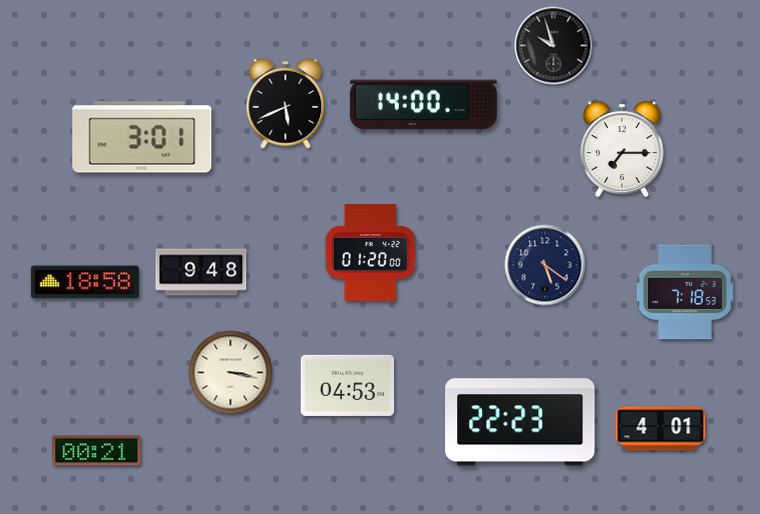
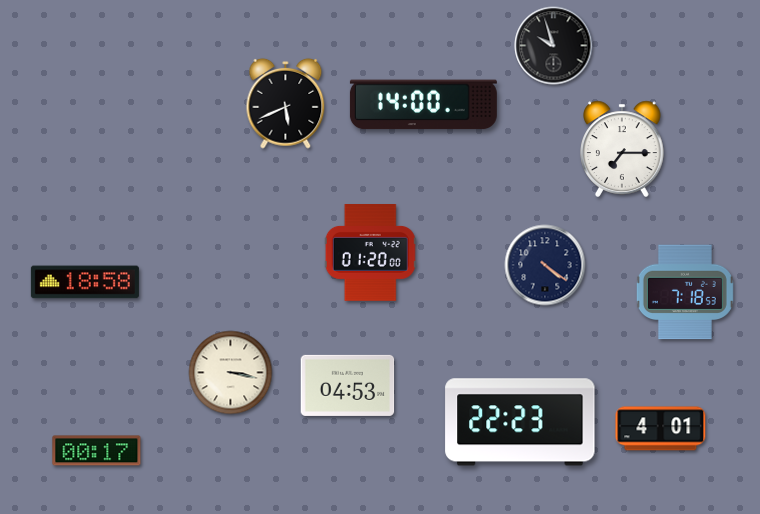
clock at (142, 137): 3:01 -> none
clock at (545, 265): 5:21 -> 4:21
clock at (201, 272): 9:48 -> none
clock at (97, 451): 00:21 -> 00:17
